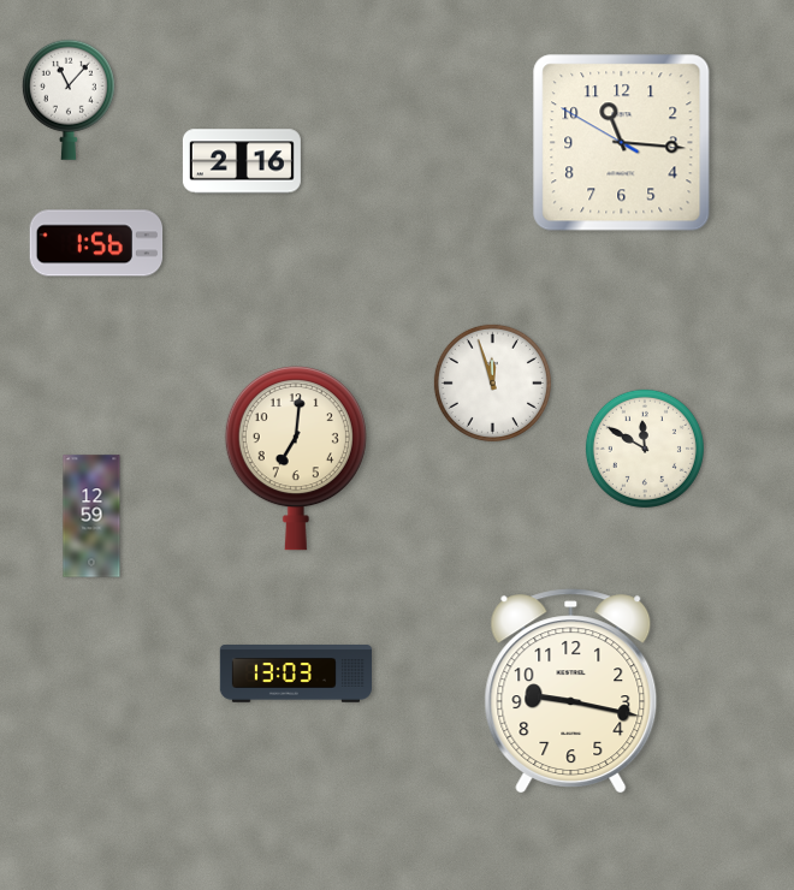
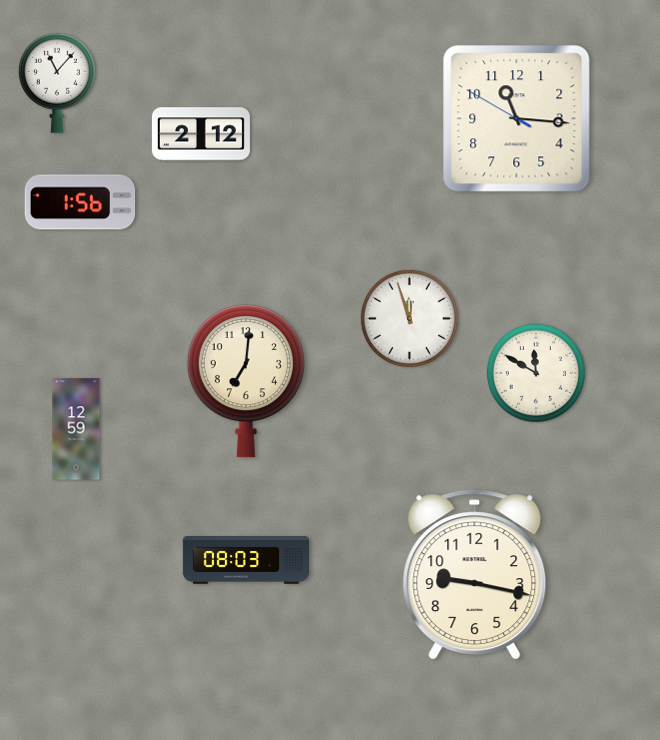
clock at (242, 161): 2:16 -> 2:12
clock at (296, 675): 13:03 -> 08:03
